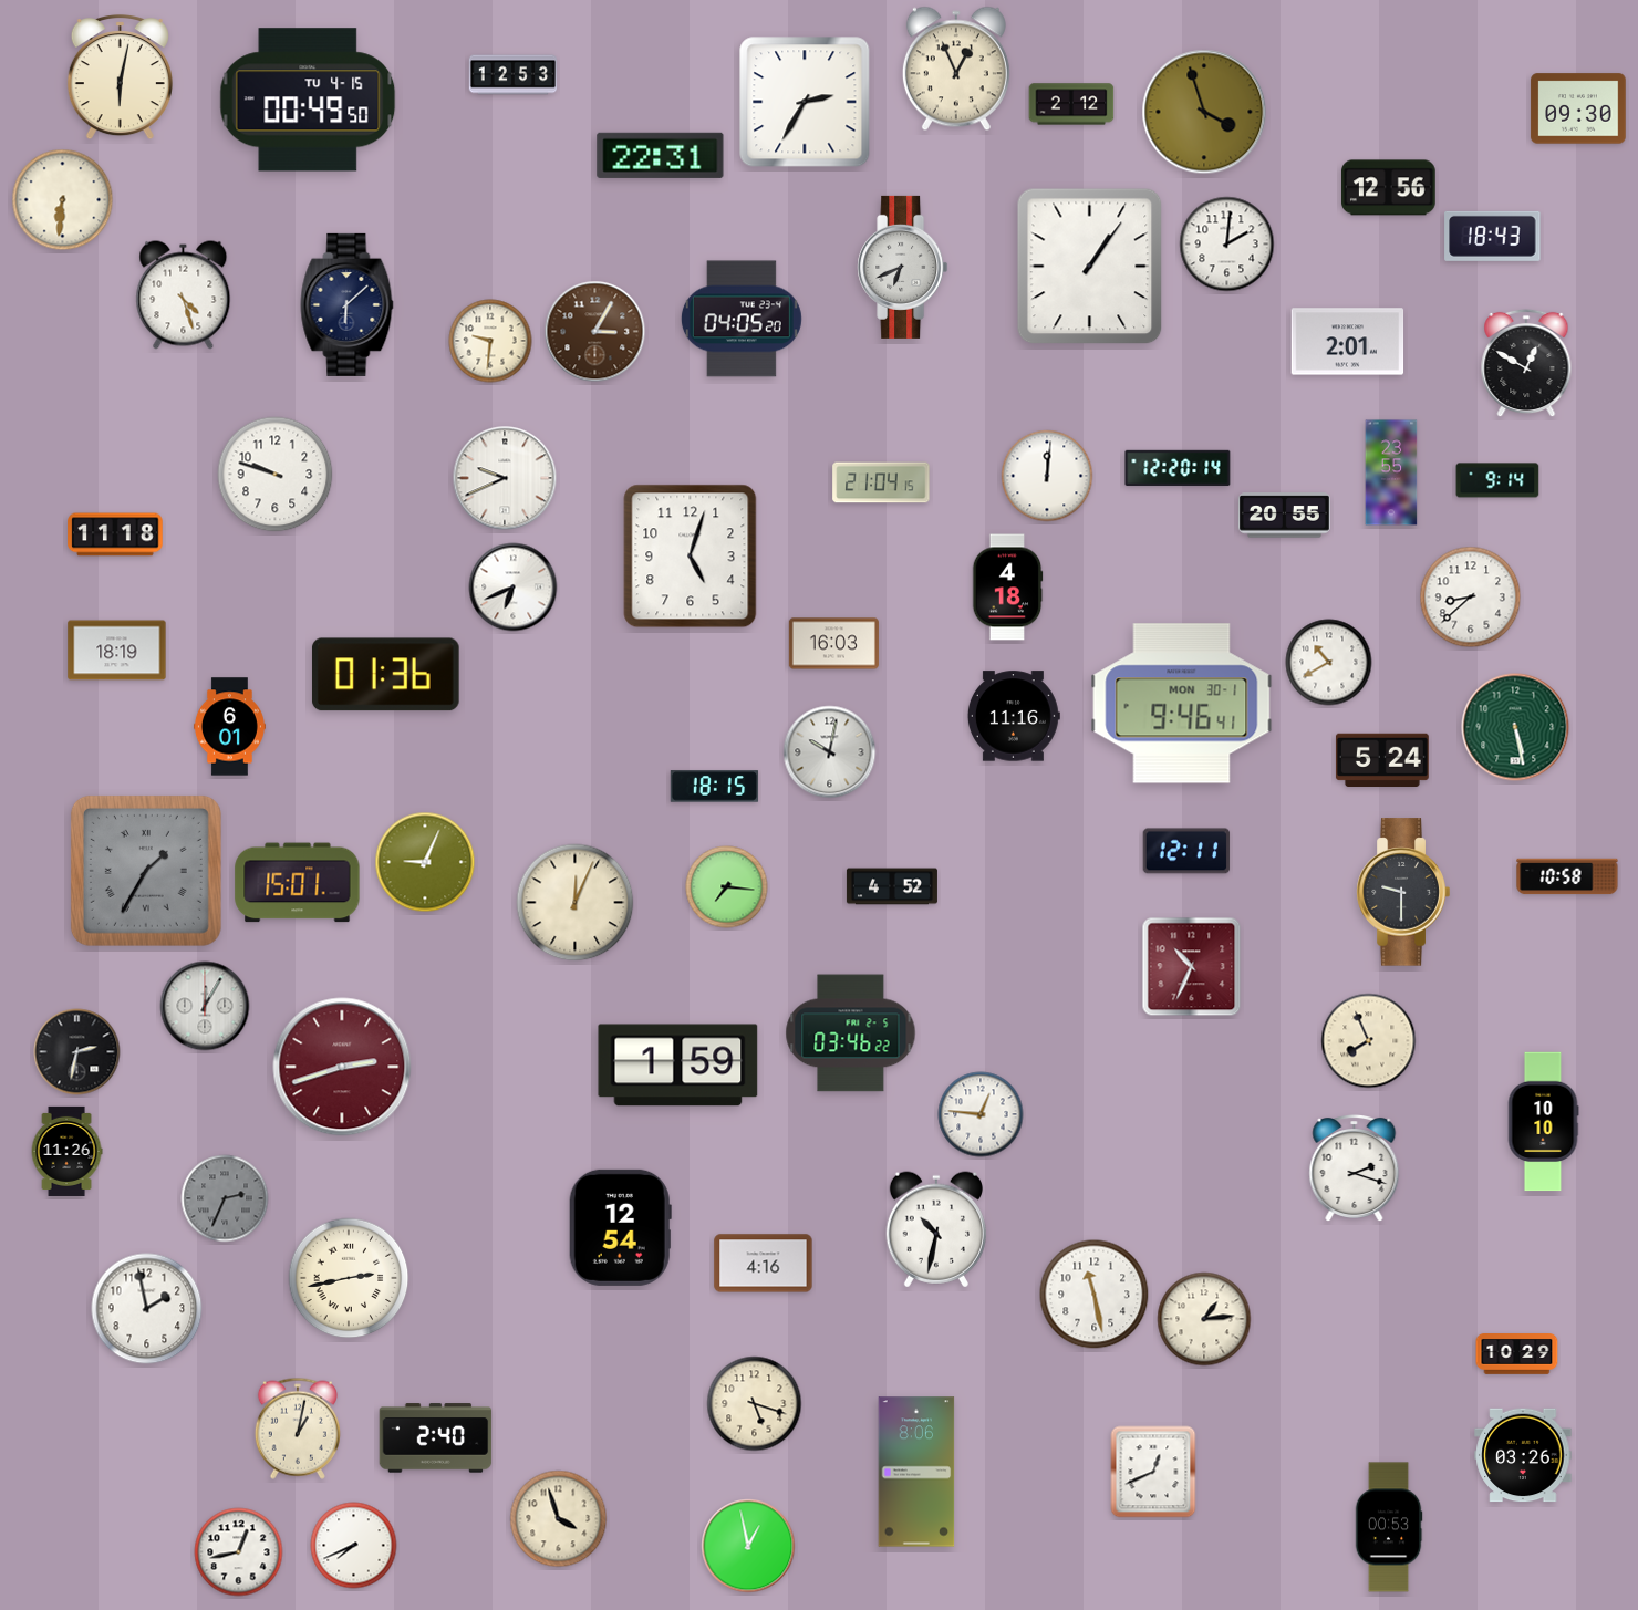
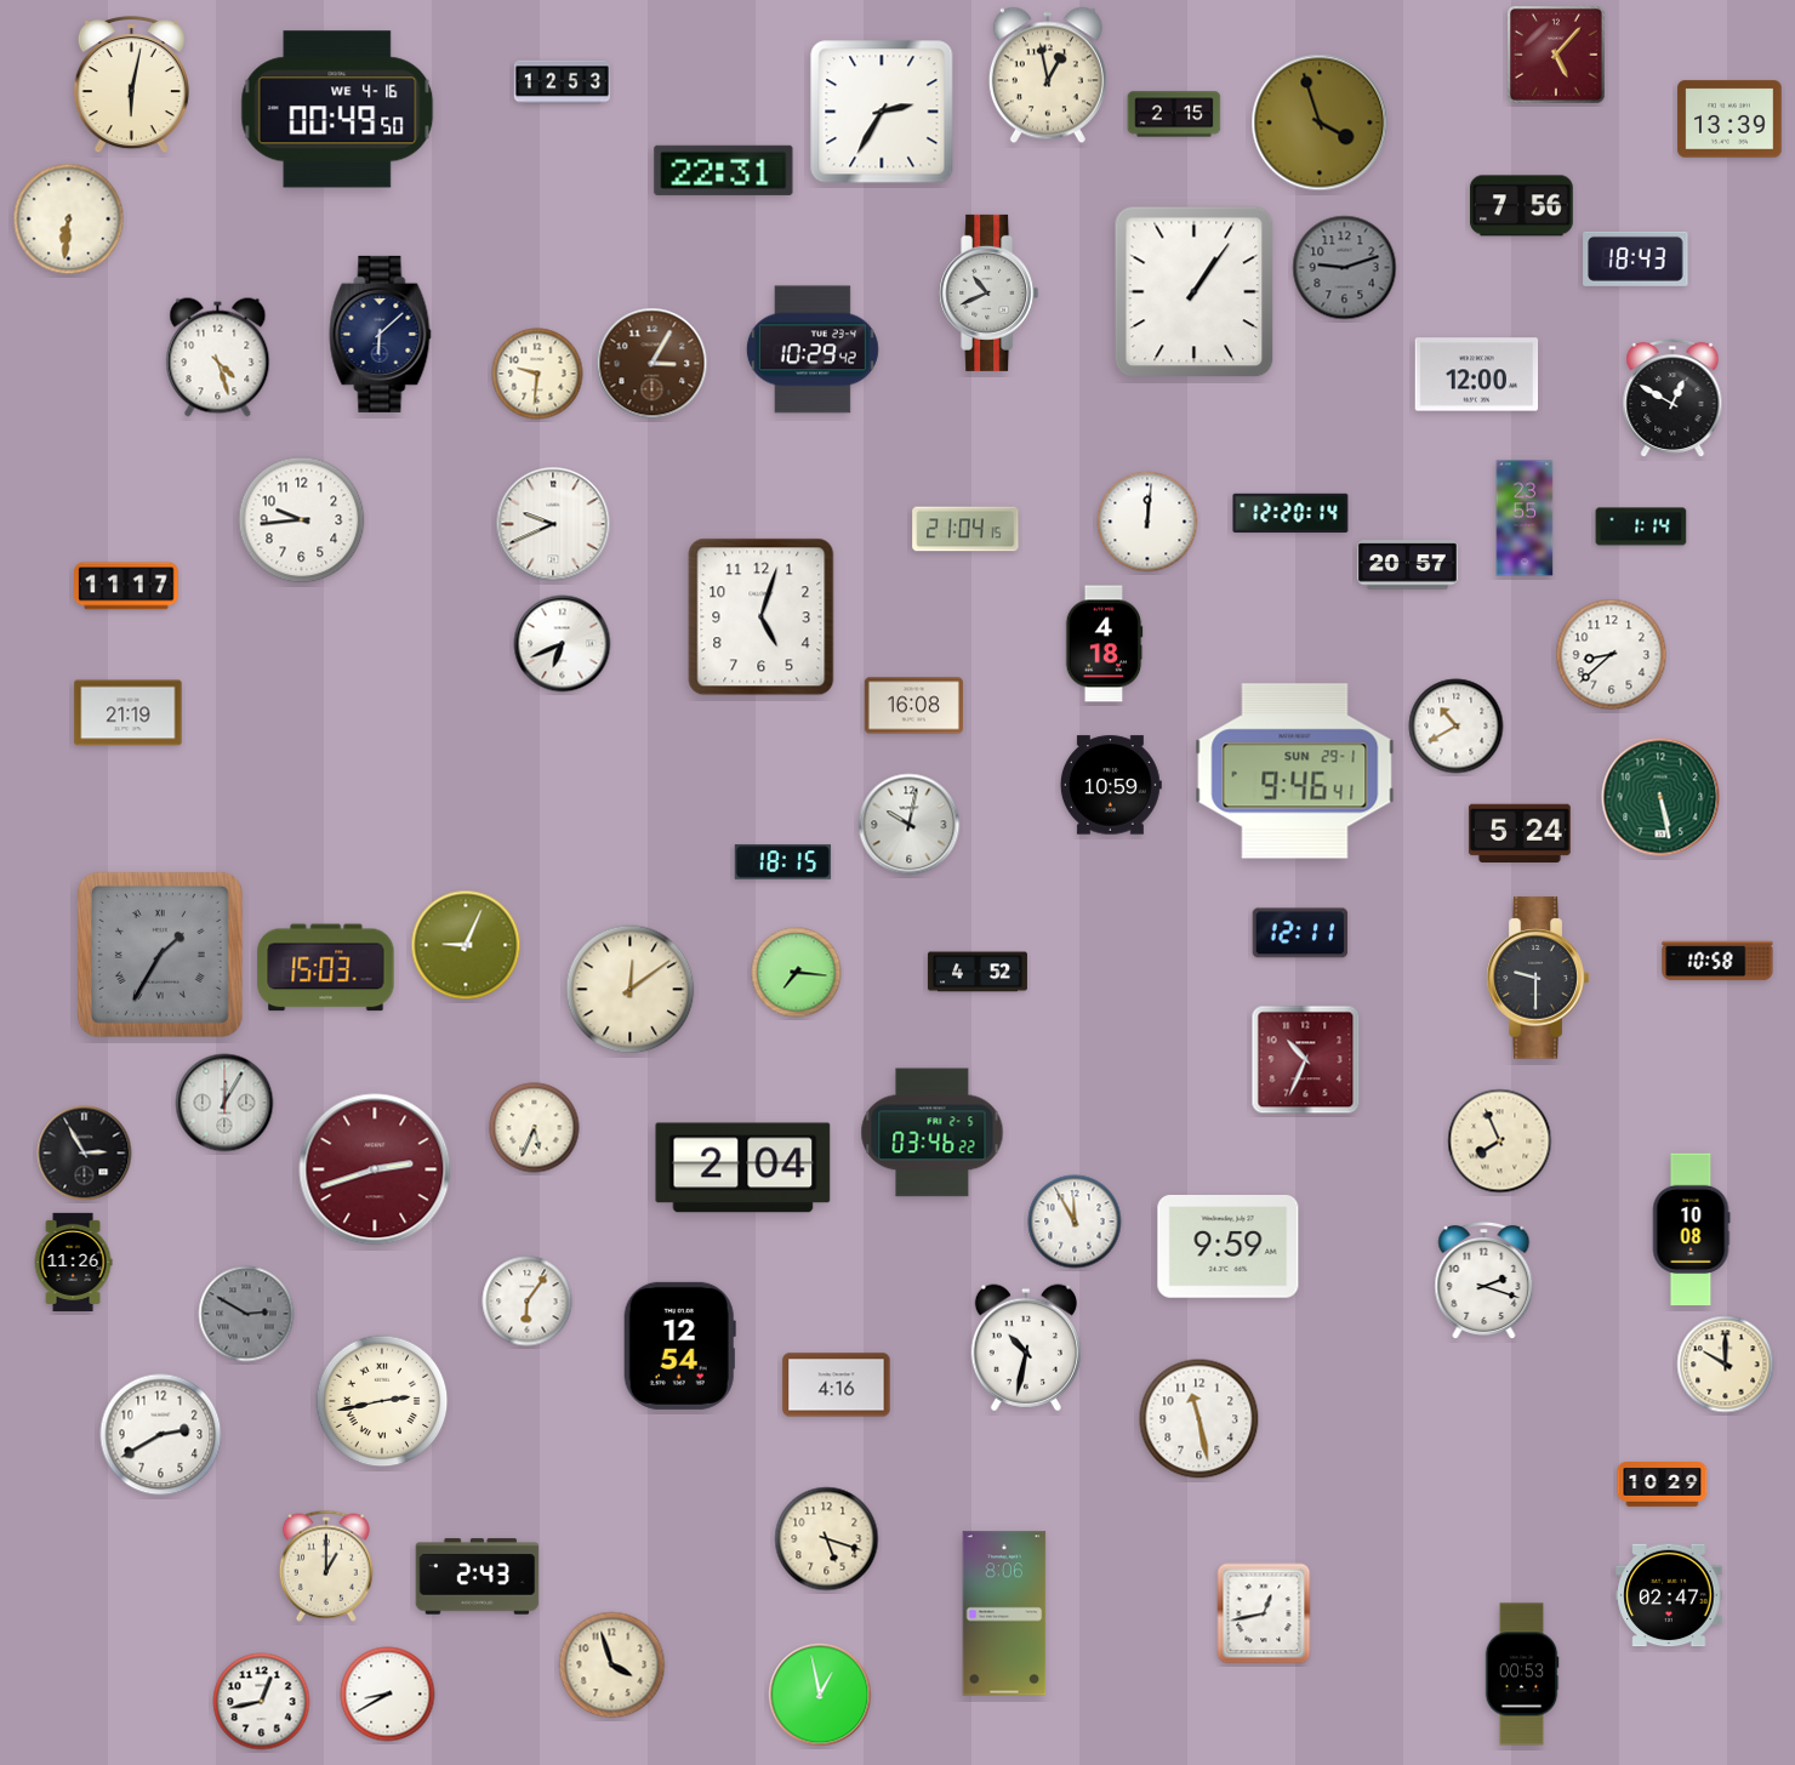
clock at (1557, 56): none -> 5:07
clock at (956, 69): 12:56 -> 12:58
clock at (308, 100) date: TU 4-15 -> WE 4-16
clock at (1071, 104): 2:12 -> 2:15
clock at (1578, 108): 09:30 -> 13:39
clock at (1389, 188): 12:56 -> 7:56
clock at (1227, 245): 2:01 -> 9:12
clock at (1227, 245) dial: white -> grey
clock at (903, 267): 6:41 -> 10:41
clock at (184, 295) position: (184, 295) -> (218, 358)
clock at (742, 319): 04:05 -> 10:29
clock at (1348, 342): 2:01 -> 12:00
clock at (276, 475): 9:48 -> 9:44
clock at (1497, 480): 9:14 -> 1:14
clock at (1284, 516): 20:55 -> 20:57
clock at (115, 534): 11:18 -> 11:17
clock at (691, 557) position: (691, 557) -> (762, 617)
clock at (833, 644): 16:03 -> 16:08
clock at (117, 651): 18:19 -> 21:19
clock at (385, 675): 01:36 -> none
clock at (1182, 704) date: MON 30-1 -> SUN 29-1
clock at (1014, 716): 11:16 -> 10:59
clock at (229, 727): 6:01 -> none
clock at (1382, 759) position: (1382, 759) -> (1520, 832)
clock at (298, 883): 15:01 -> 15:03
clock at (576, 903): 12:04 -> 12:09
clock at (535, 1128): none -> 5:34
clock at (77, 1052): 2:32 -> 2:55
clock at (678, 1066): 1:59 -> 2:04
clock at (981, 1114): 12:46 -> 11:55
clock at (1543, 1122): 10:10 -> 10:08
clock at (1229, 1247): none -> 9:59
clock at (528, 1302): none -> 6:06
clock at (225, 1198): 2:34 -> 2:50
clock at (1726, 1365): none -> 10:00
clock at (147, 1309): 1:58 -> 2:40
clock at (1204, 1319): 1:14 -> none
clock at (298, 1429): 1:02 -> 1:00
clock at (436, 1438): 2:40 -> 2:43
clock at (1523, 1455): 03:26 -> 02:47
clock at (1153, 1472): 12:41 -> 12:43
clock at (354, 1546): 7:41 -> 8:40
